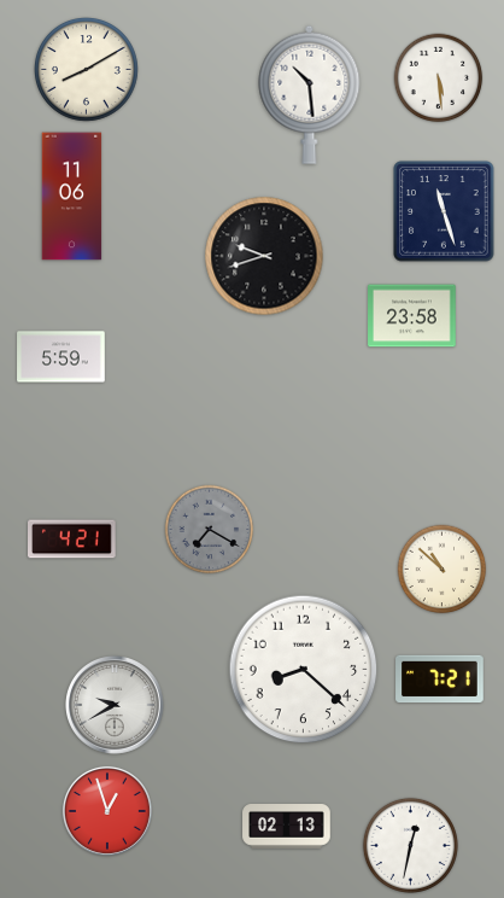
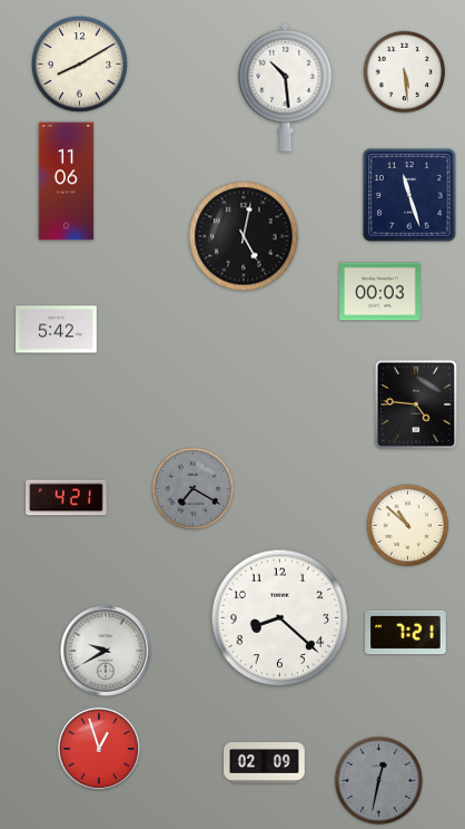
clock at (264, 256): 9:42 -> 5:02
clock at (412, 316): 23:58 -> 00:03
clock at (61, 357): 5:59 -> 5:42
clock at (416, 404): none -> 4:46
clock at (440, 680) position: (440, 680) -> (406, 633)
clock at (287, 827): 02:13 -> 02:09
clock at (410, 845) dial: white -> grey
